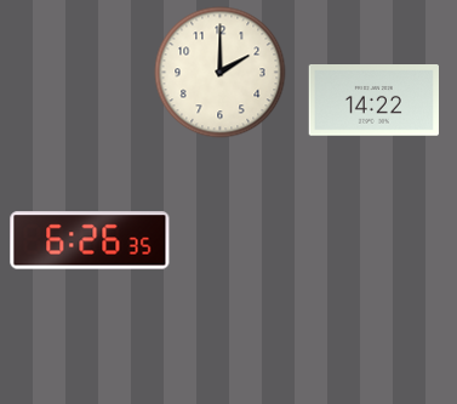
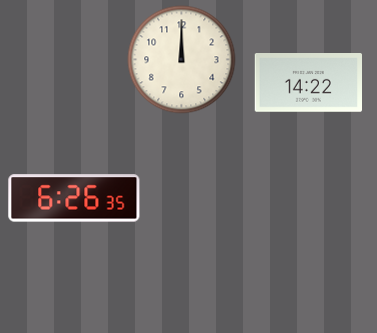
clock at (221, 73): 2:00 -> 12:00
